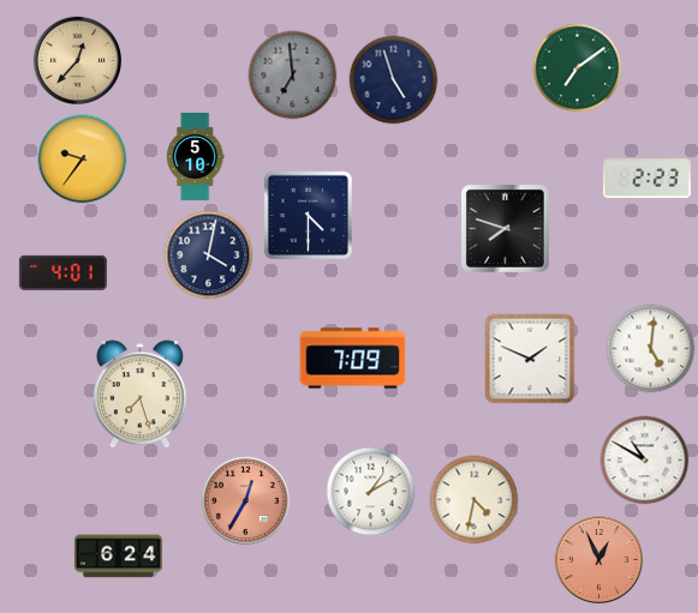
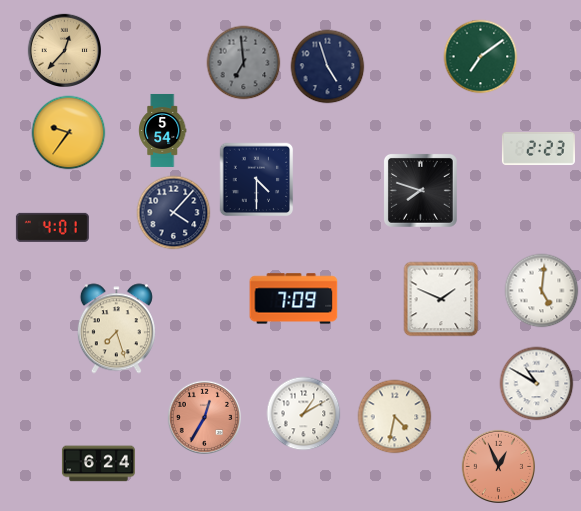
clock at (196, 156): 5:10 -> 5:54
clock at (209, 256): 4:02 -> 4:07
clock at (371, 492) position: (371, 492) -> (304, 414)
